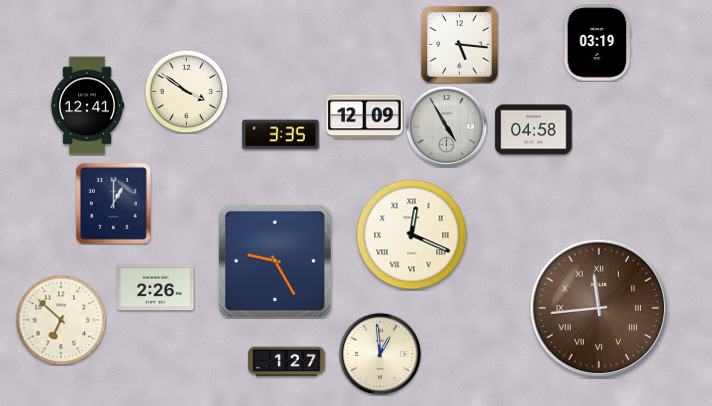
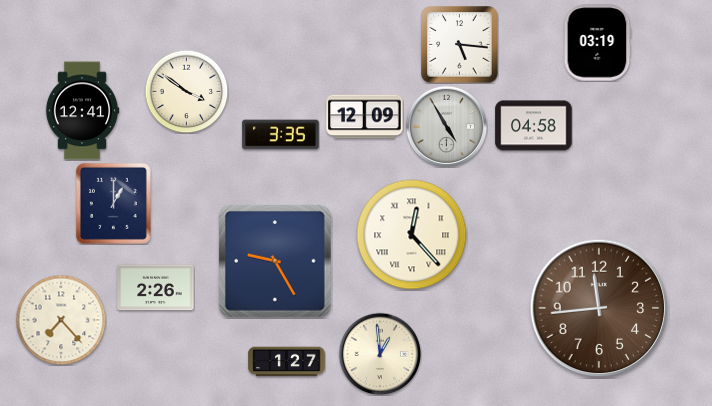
clock at (87, 106) position: (87, 106) -> (82, 111)
clock at (534, 130) position: (534, 130) -> (534, 126)
clock at (412, 235): 12:19 -> 12:23
clock at (599, 308) numerals: Roman -> Arabic
clock at (61, 320): 6:52 -> 7:23
